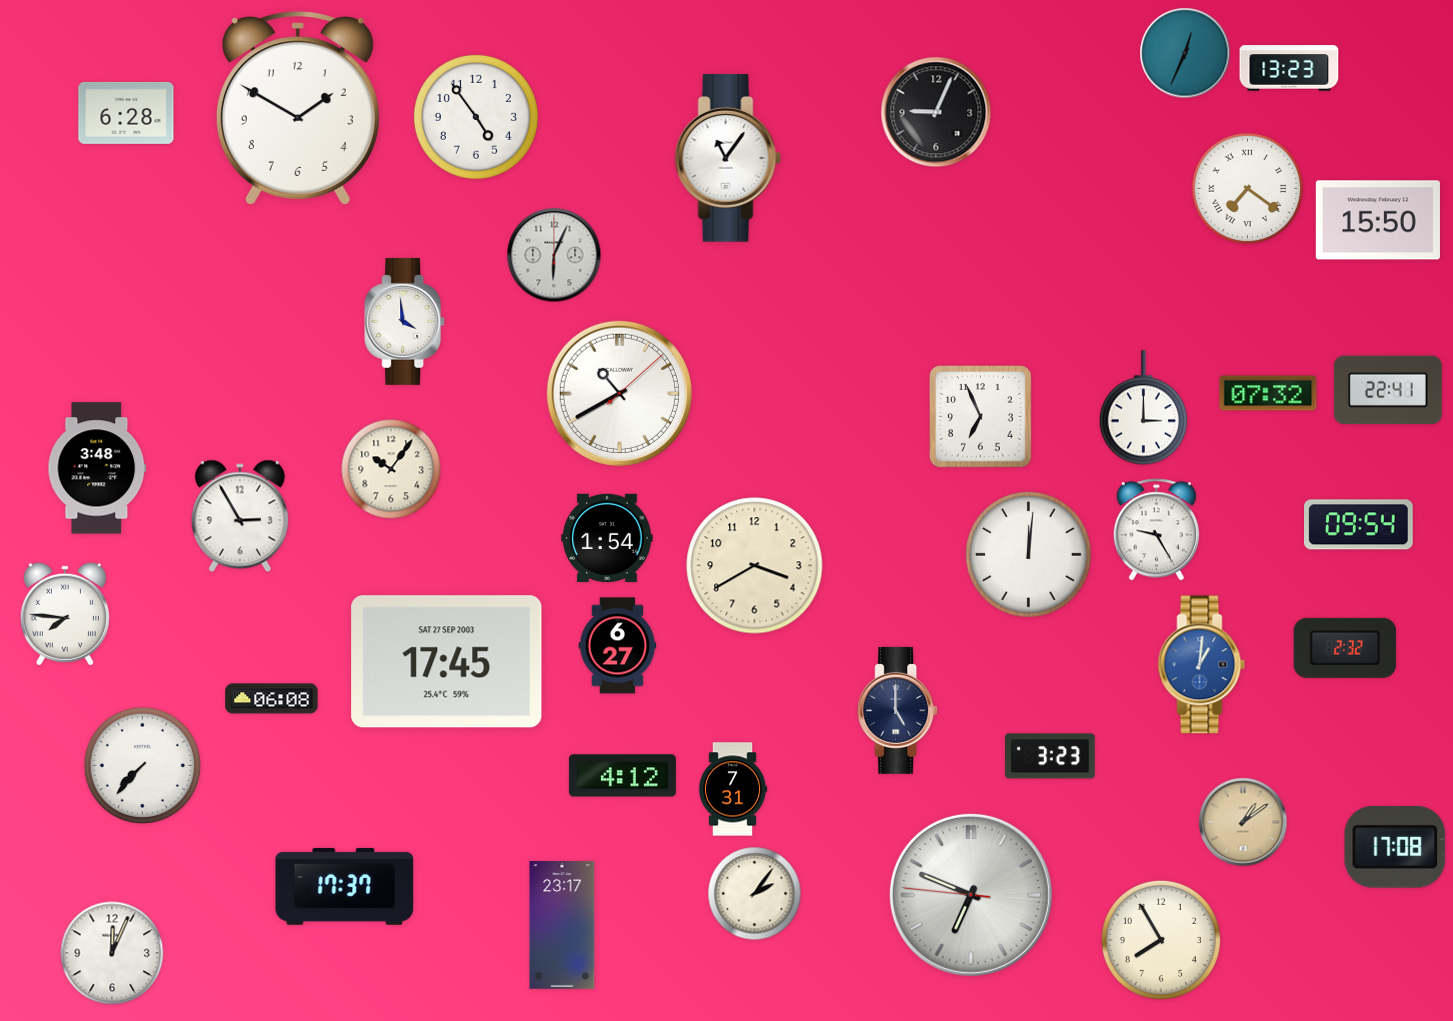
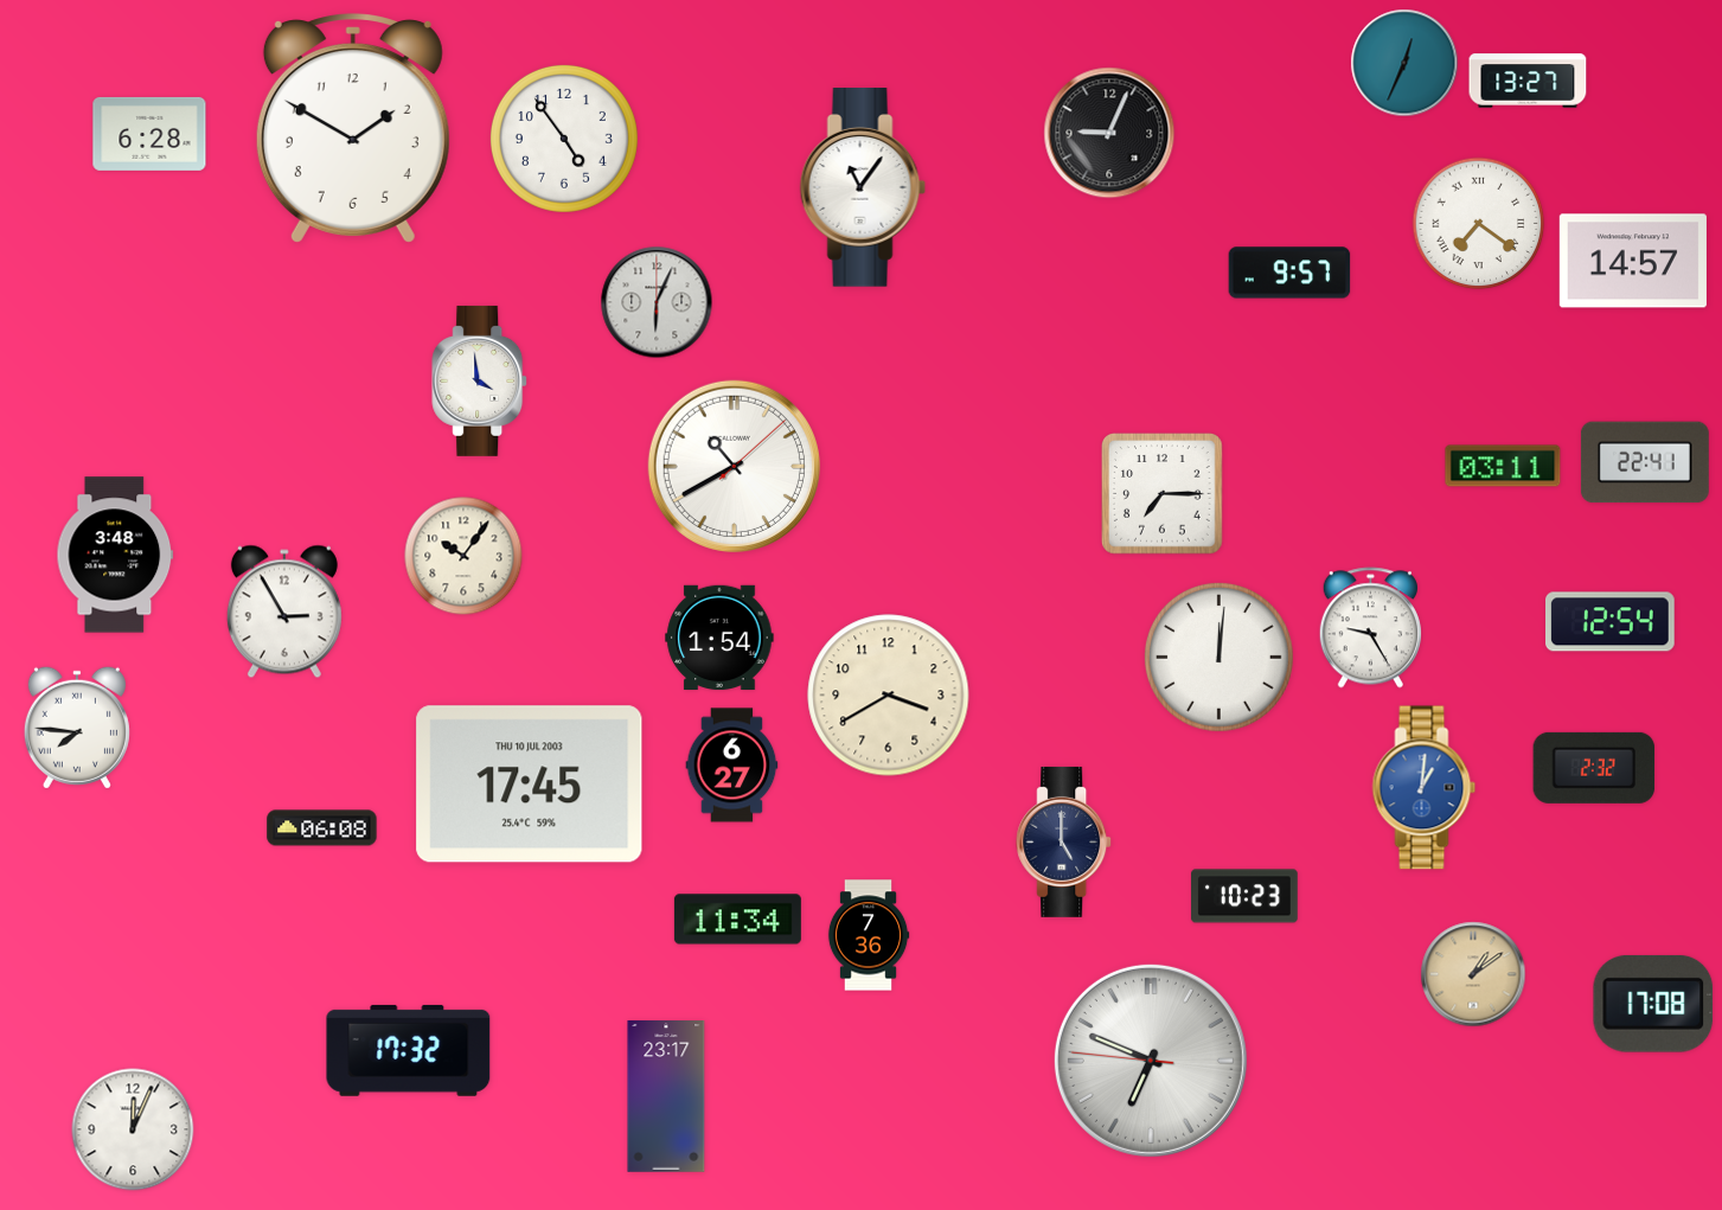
clock at (1289, 68): 13:23 -> 13:27
clock at (1378, 220): 15:50 -> 14:57
clock at (1289, 273): none -> 9:57
clock at (1268, 393): 07:32 -> 03:11
clock at (1143, 408): 3:00 -> none
clock at (981, 417): 6:56 -> 7:15
clock at (1359, 525): 09:54 -> 12:54
clock at (755, 566) position: (755, 566) -> (889, 696)
clock at (447, 662) date: SAT 27 SEP 2003 -> THU 10 JUL 2003
clock at (1050, 756): 3:23 -> 10:23
clock at (142, 765): 7:37 -> none
clock at (622, 776): 4:12 -> 11:34
clock at (733, 789): 7:31 -> 7:36
clock at (345, 886): 17:37 -> 17:32
clock at (755, 894): 2:06 -> none
clock at (1161, 940): 7:55 -> none
